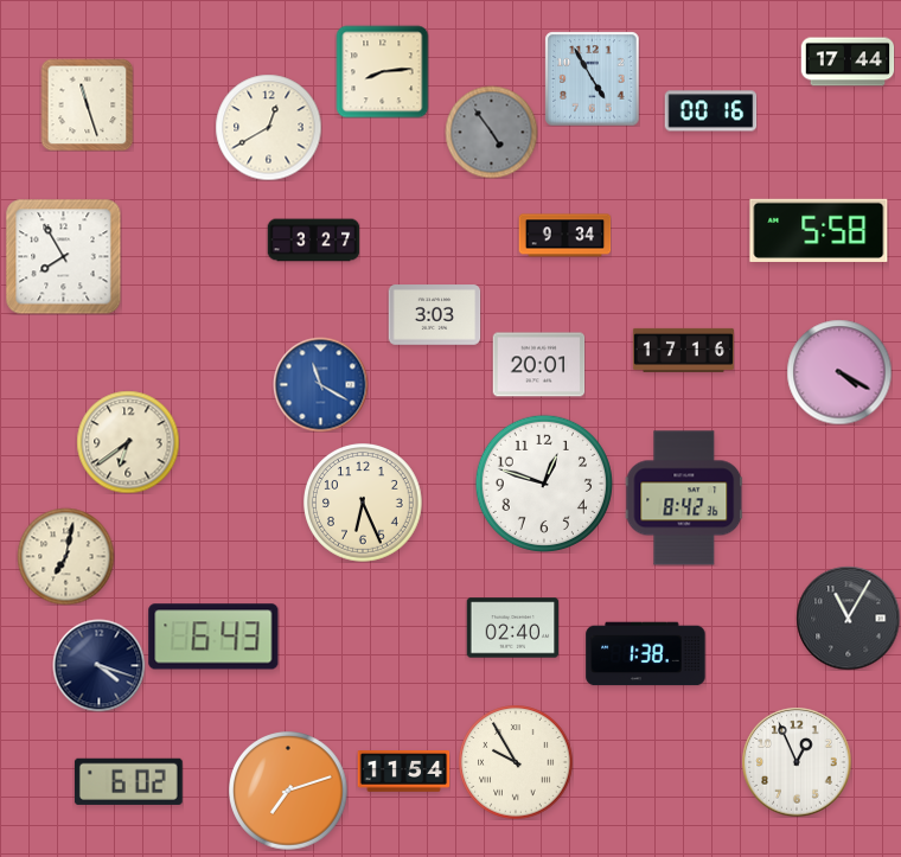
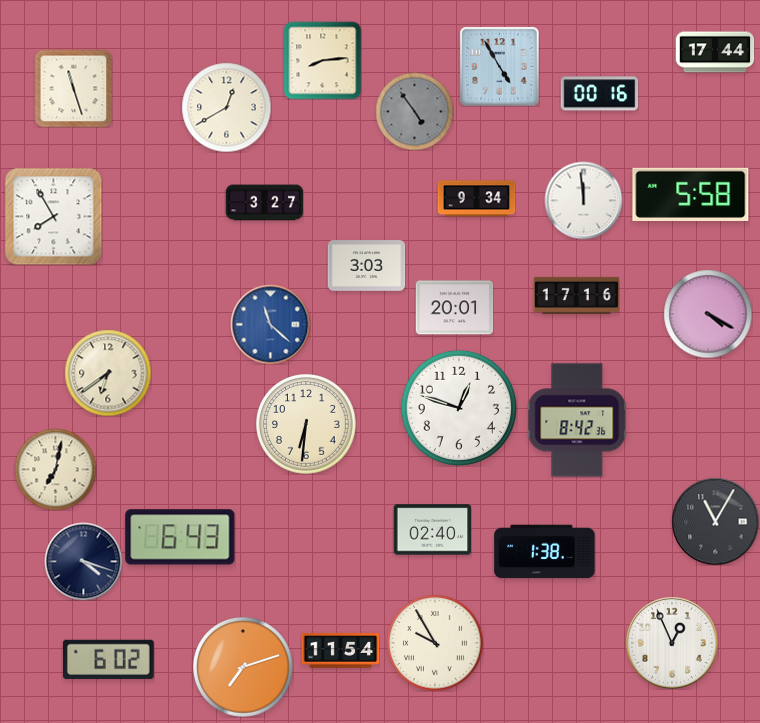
clock at (583, 200): none -> 11:59
clock at (320, 384): 11:20 -> 11:22
clock at (364, 504): 6:26 -> 6:31
